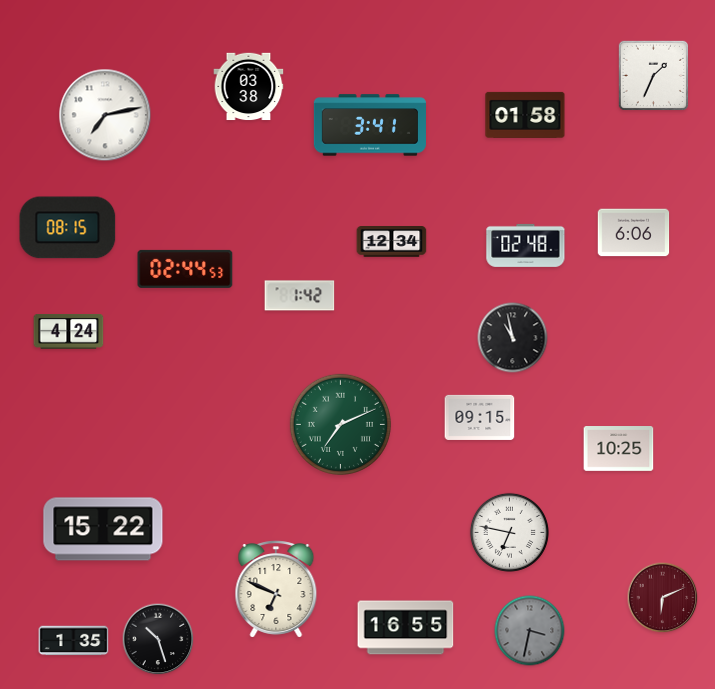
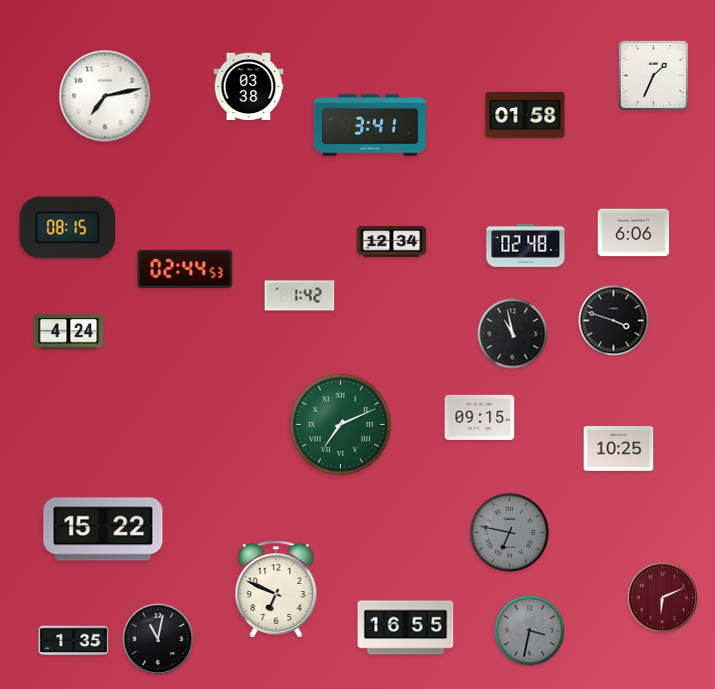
clock at (105, 115) position: (105, 115) -> (105, 96)
clock at (614, 321): none -> 3:48
clock at (513, 338) position: (513, 338) -> (513, 334)
clock at (509, 532) dial: white -> grey
clock at (158, 639): 10:27 -> 11:02
